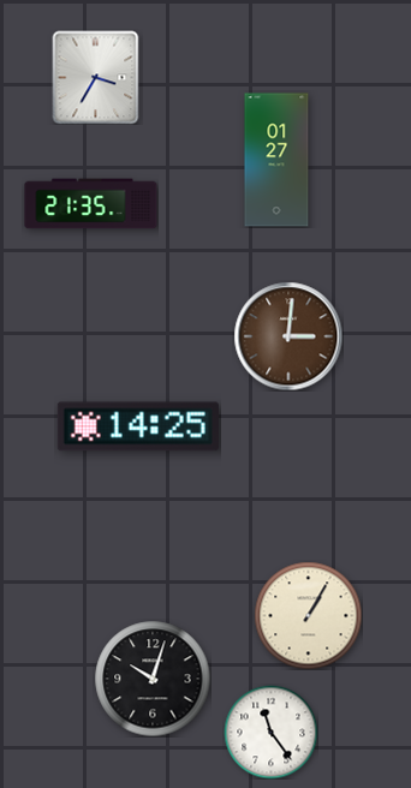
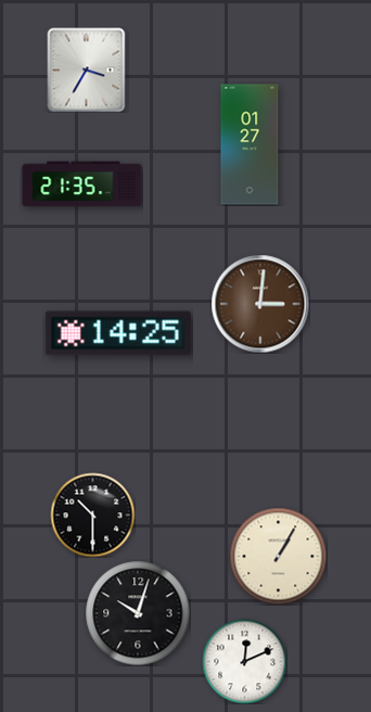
clock at (138, 426) position: (138, 426) -> (118, 333)
clock at (92, 514): none -> 10:30
clock at (270, 732): 11:24 -> 12:11
